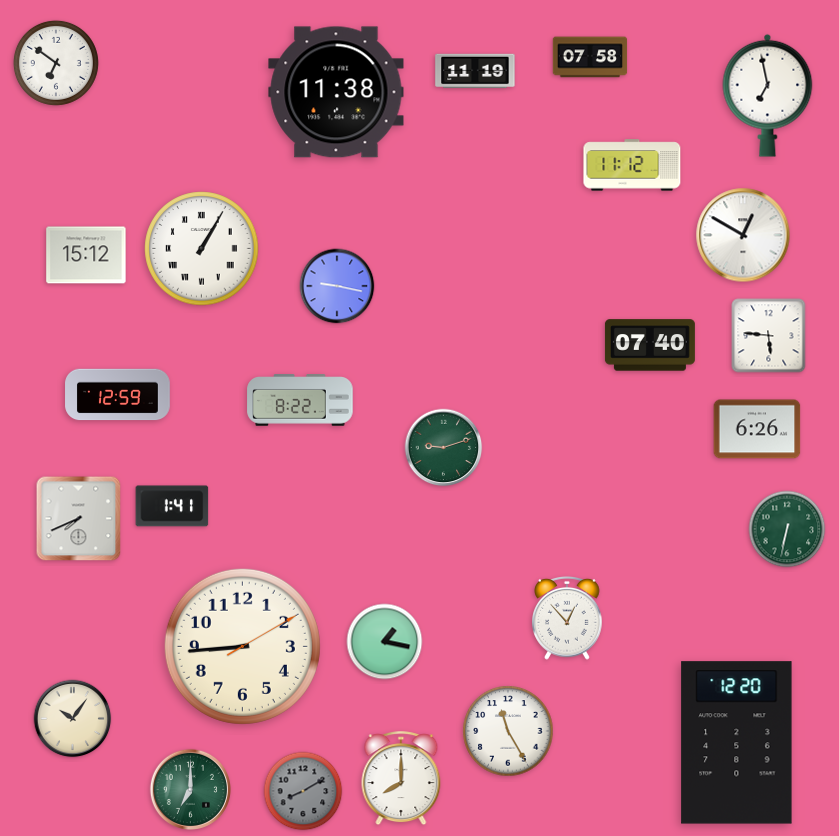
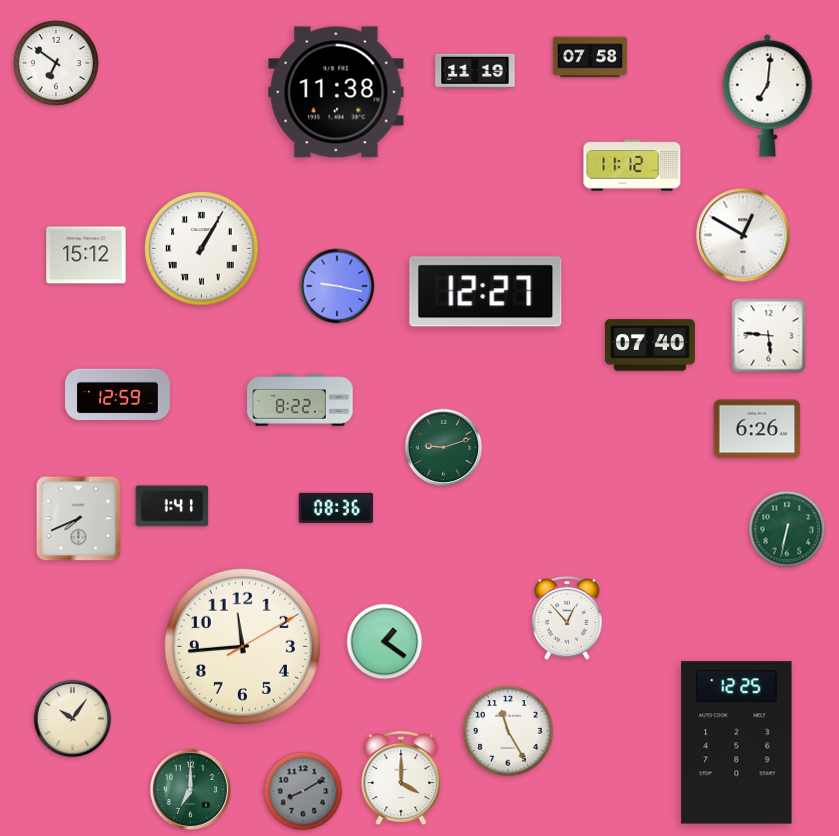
clock at (768, 95): 6:58 -> 7:01
clock at (486, 292): none -> 12:27
clock at (335, 508): none -> 08:36
clock at (385, 642): 1:17 -> 1:21
clock at (242, 646): 8:44 -> 11:44
clock at (737, 743): 12:20 -> 12:25
clock at (401, 779): 8:00 -> 4:00
